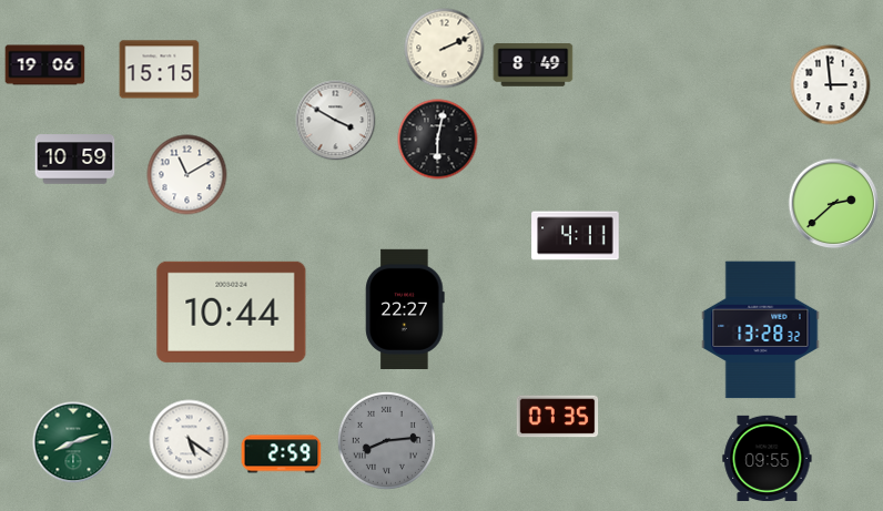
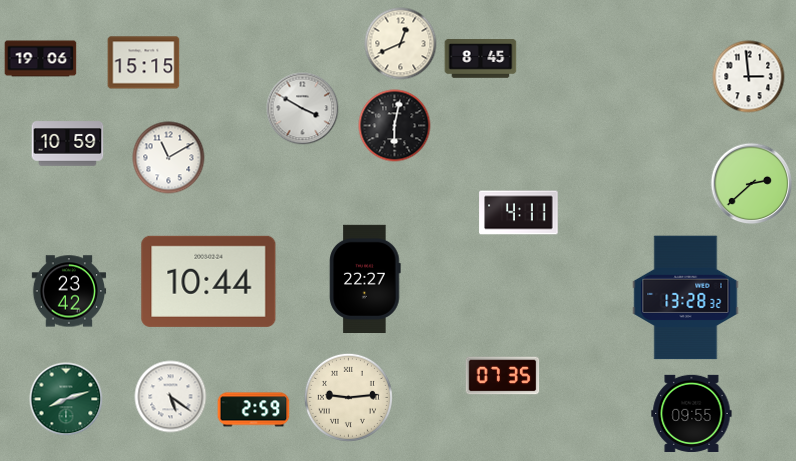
clock at (445, 49): 2:11 -> 12:41
clock at (534, 65): 8:49 -> 8:45
clock at (69, 291): none -> 23:42
clock at (386, 440): 8:14 -> 9:14
clock at (386, 440) dial: grey -> cream
